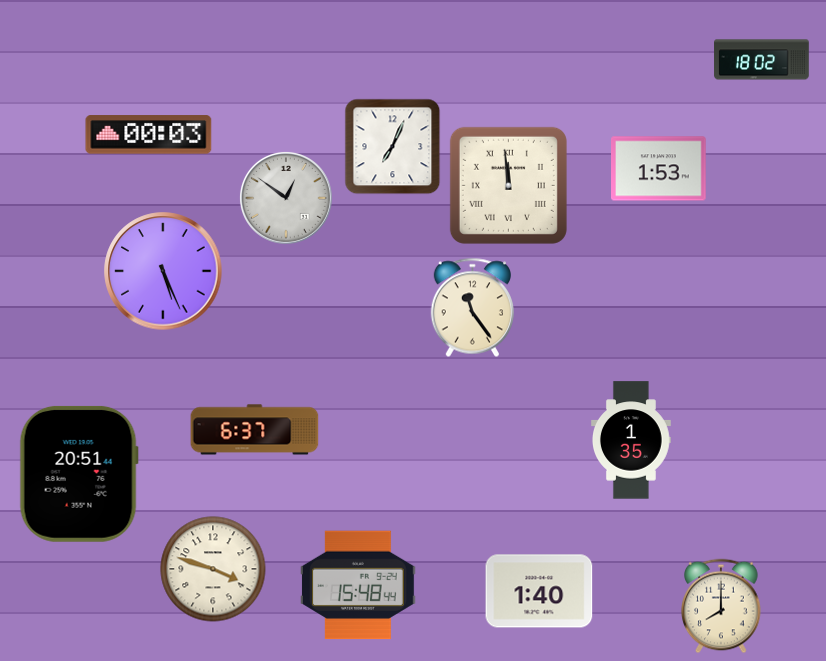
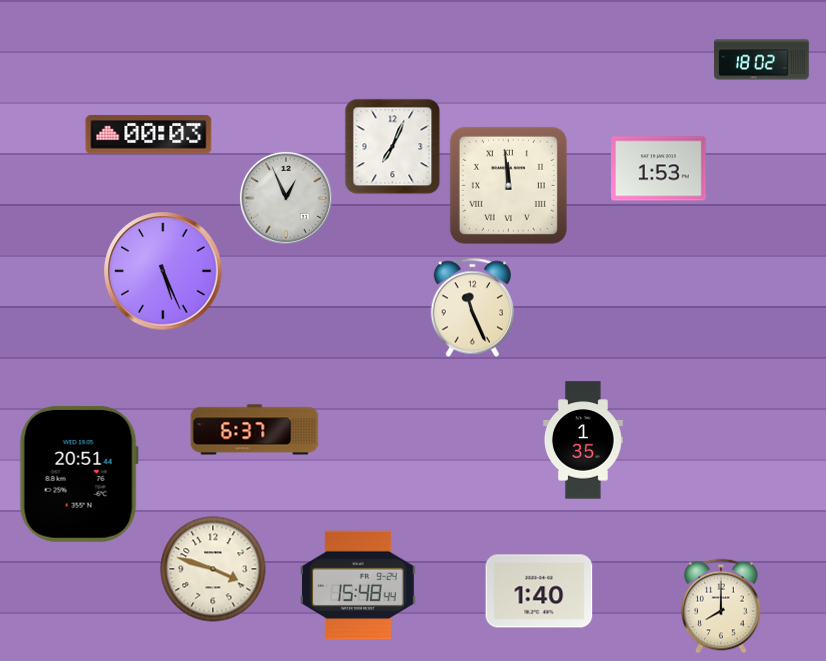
clock at (286, 198): 12:51 -> 12:56
clock at (472, 308): 11:24 -> 11:26
clock at (632, 440) position: (632, 440) -> (584, 440)
